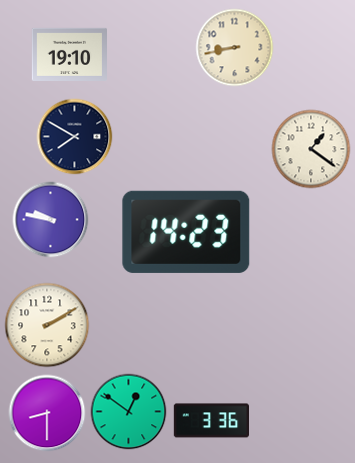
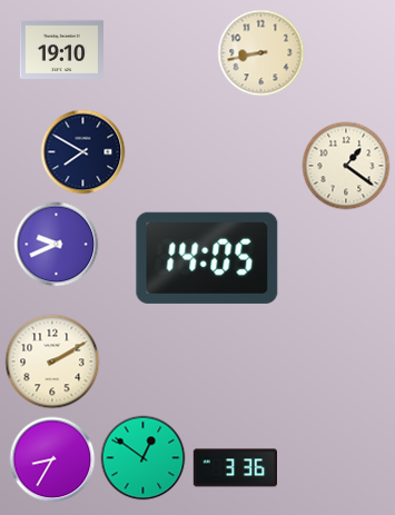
clock at (69, 54) position: (69, 54) -> (61, 49)
clock at (51, 220): 9:47 -> 9:41
clock at (186, 232): 14:23 -> 14:05
clock at (47, 413): 8:30 -> 8:35
